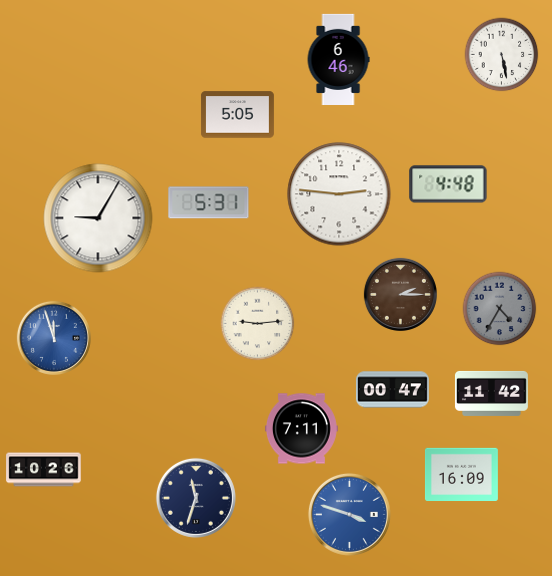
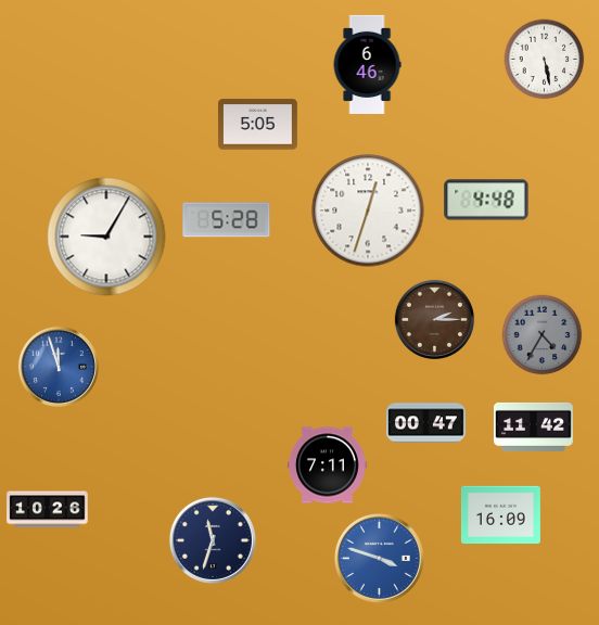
clock at (339, 194): 2:46 -> 12:33
clock at (209, 203): 5:31 -> 5:28
clock at (258, 324): 9:14 -> none
